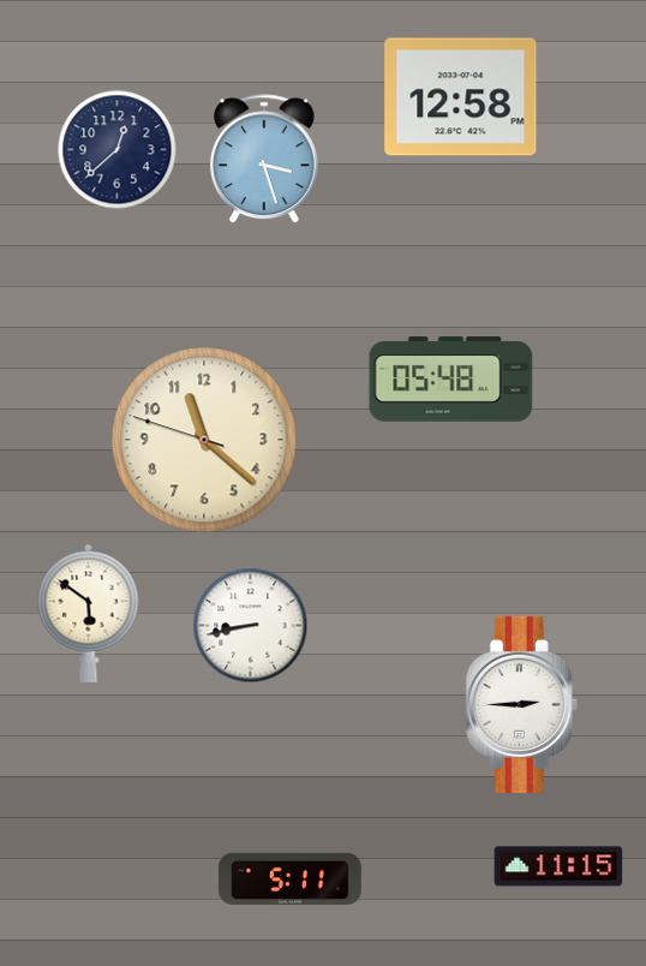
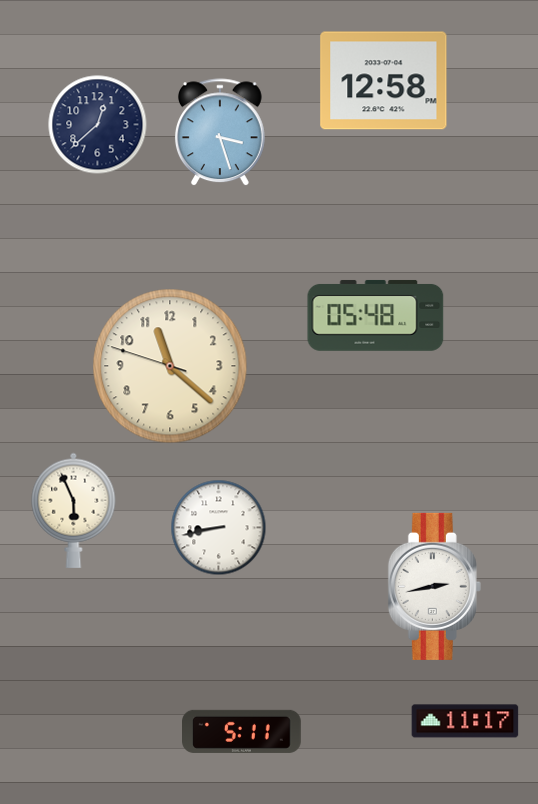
clock at (89, 613): 5:51 -> 5:56
clock at (251, 626) position: (251, 626) -> (219, 528)
clock at (521, 704): 2:45 -> 2:43
clock at (558, 866): 11:15 -> 11:17
